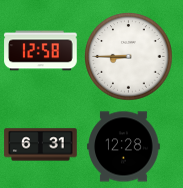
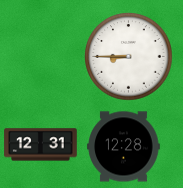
clock at (41, 51): 12:58 -> none
clock at (41, 145): 6:31 -> 12:31
